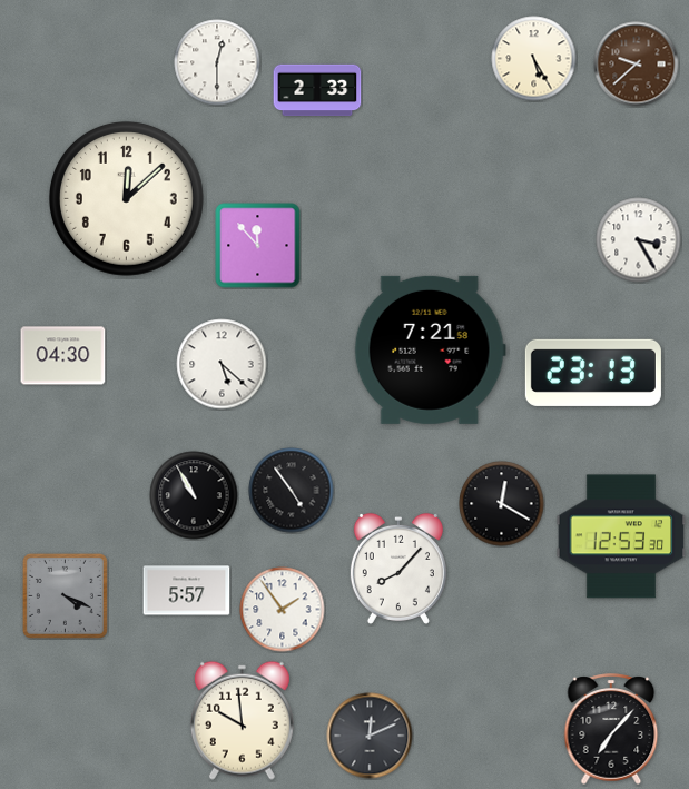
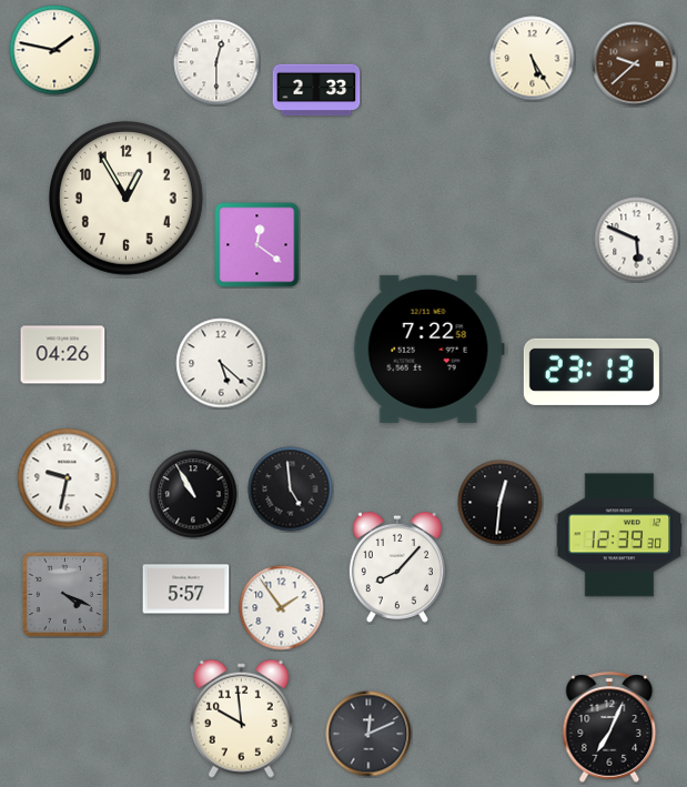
clock at (54, 50): none -> 1:47
clock at (126, 198): 12:08 -> 12:55
clock at (639, 240): 3:25 -> 5:49
clock at (258, 246): 11:53 -> 12:21
clock at (430, 349): 7:21 -> 7:22
clock at (63, 356): 04:30 -> 04:26
clock at (68, 478): none -> 9:32
clock at (292, 491): 4:54 -> 4:59
clock at (502, 504): 12:20 -> 12:31
clock at (621, 536): 12:53 -> 12:39
clock at (611, 729): 7:07 -> 7:04
